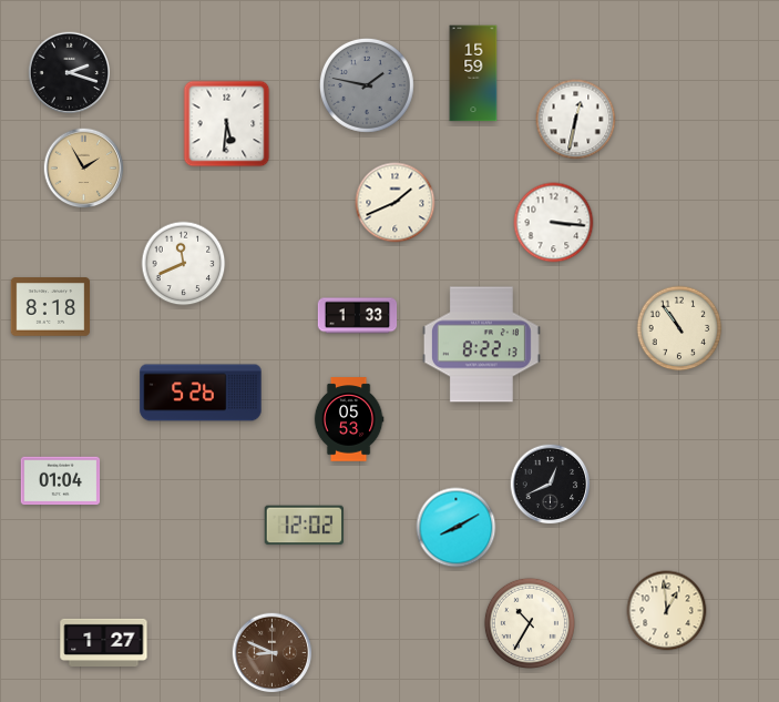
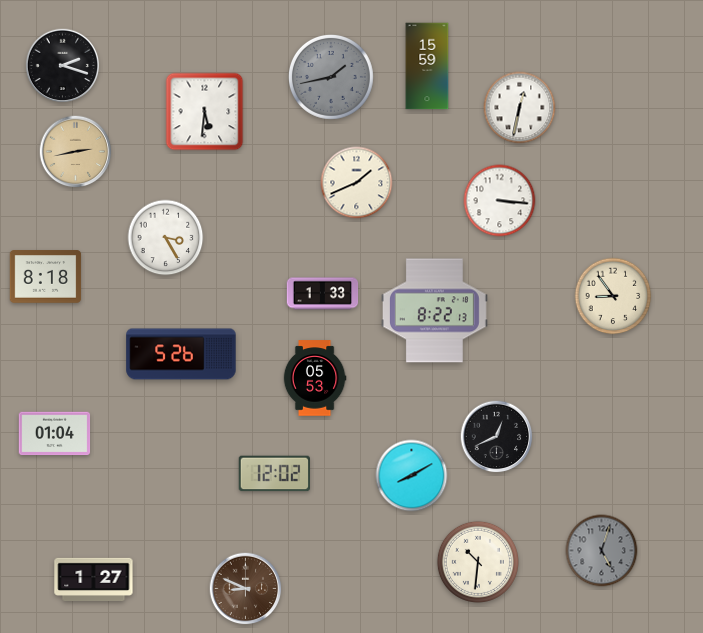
clock at (367, 85): 1:47 -> 1:43
clock at (84, 169): 1:55 -> 2:43
clock at (184, 264): 11:41 -> 3:25
clock at (358, 316) position: (358, 316) -> (323, 294)
clock at (679, 328): 10:54 -> 8:54
clock at (667, 611): 12:59 -> 5:03
clock at (667, 611) dial: cream -> grey
clock at (530, 623): 10:35 -> 10:31
